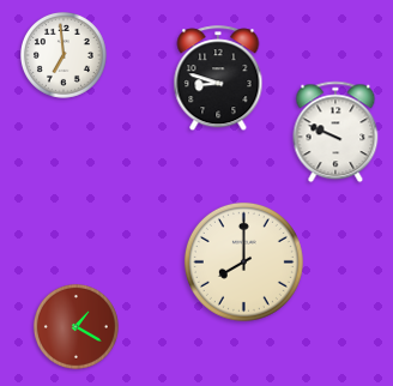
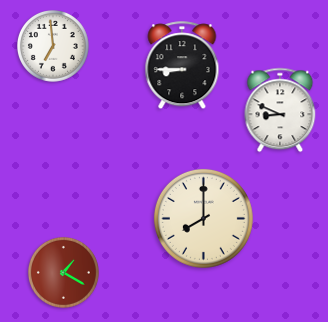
clock at (218, 79): 8:48 -> 8:45
clock at (335, 132): 9:49 -> 8:49
